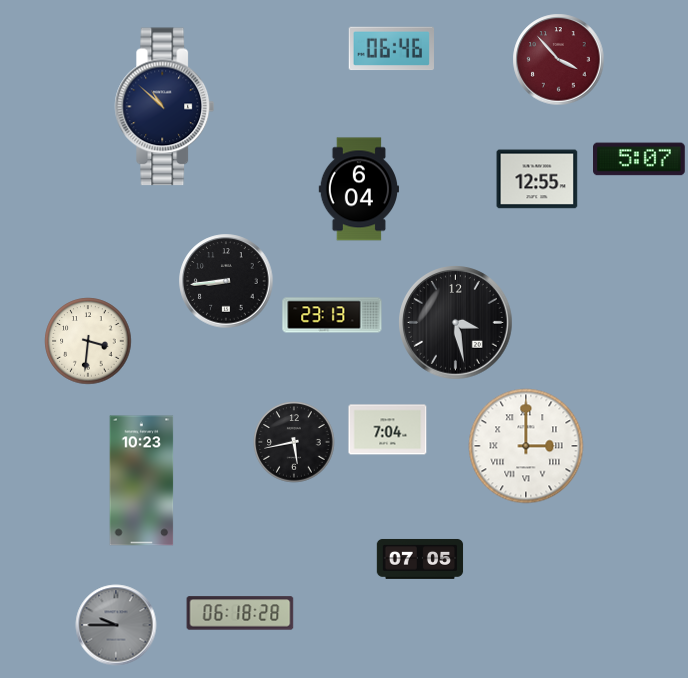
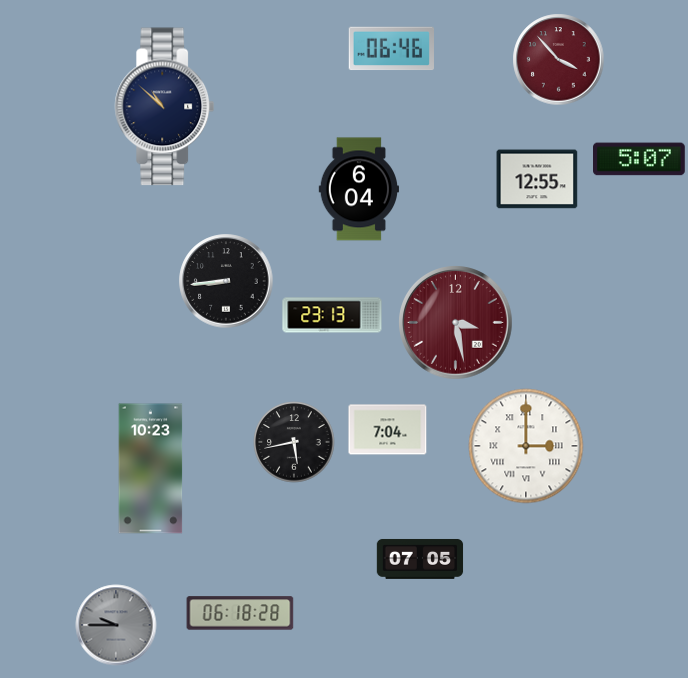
clock at (456, 323) dial: black -> burgundy
clock at (88, 341): 3:31 -> none
clock at (142, 481) position: (142, 481) -> (151, 469)
